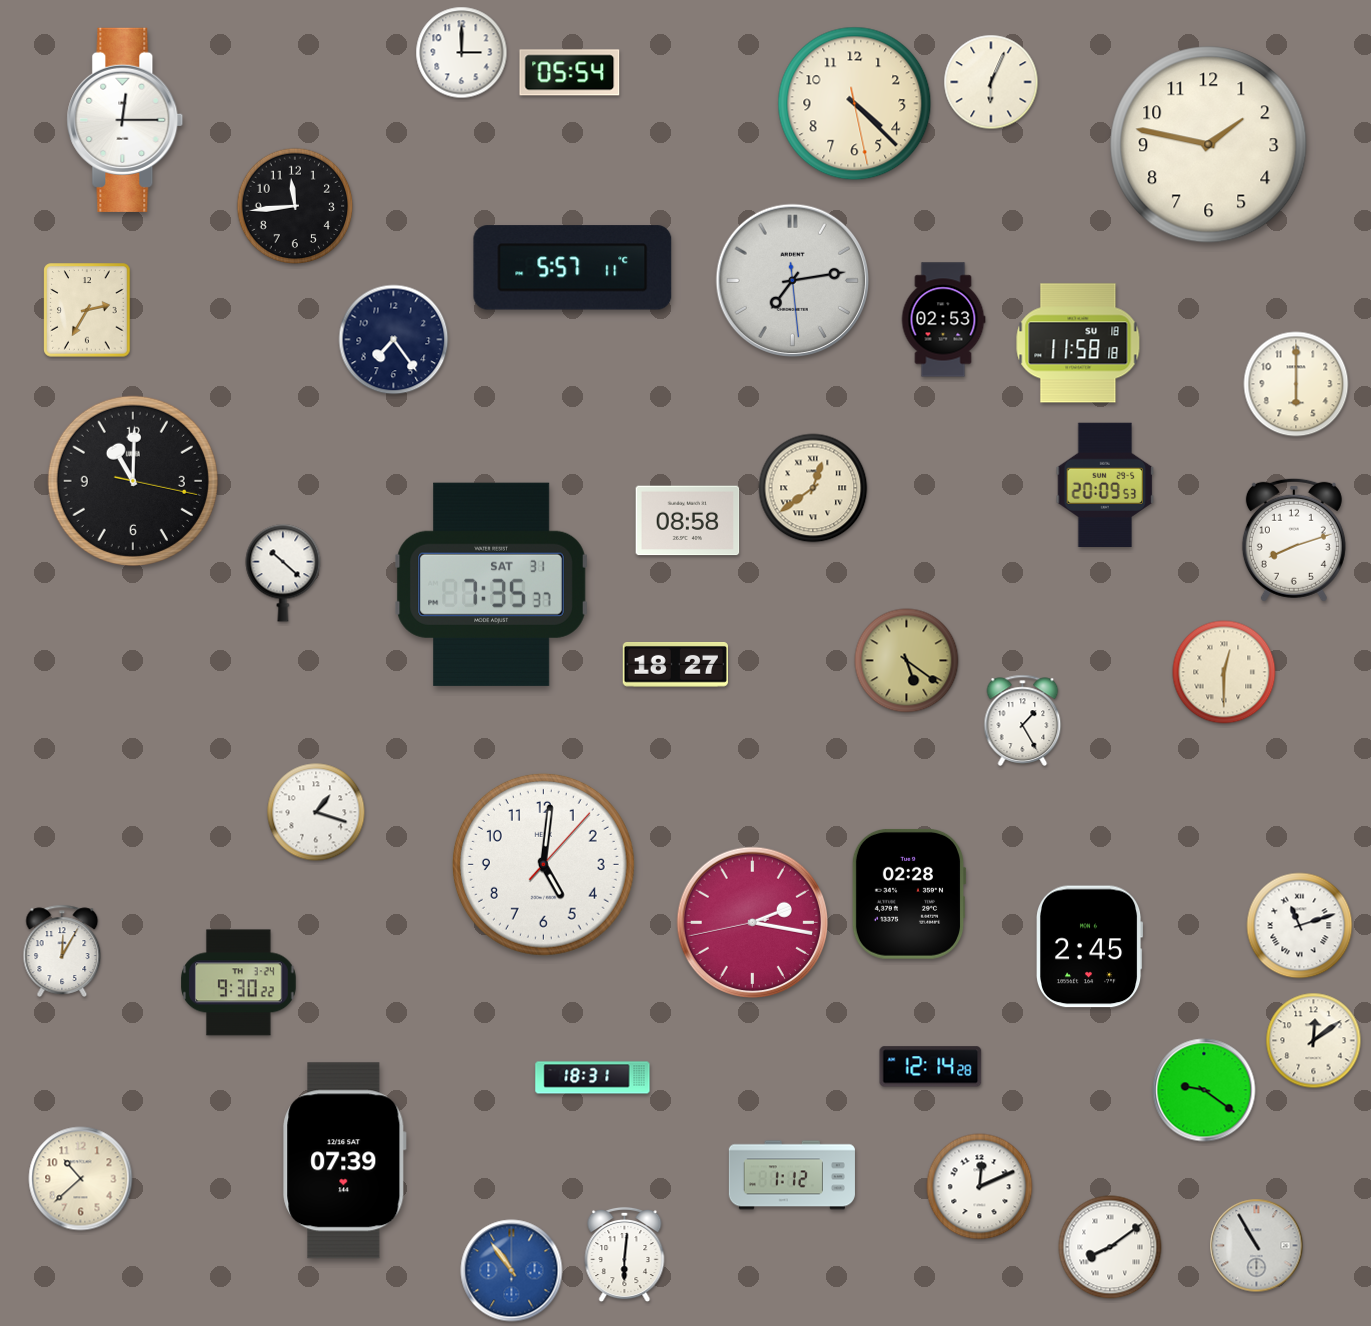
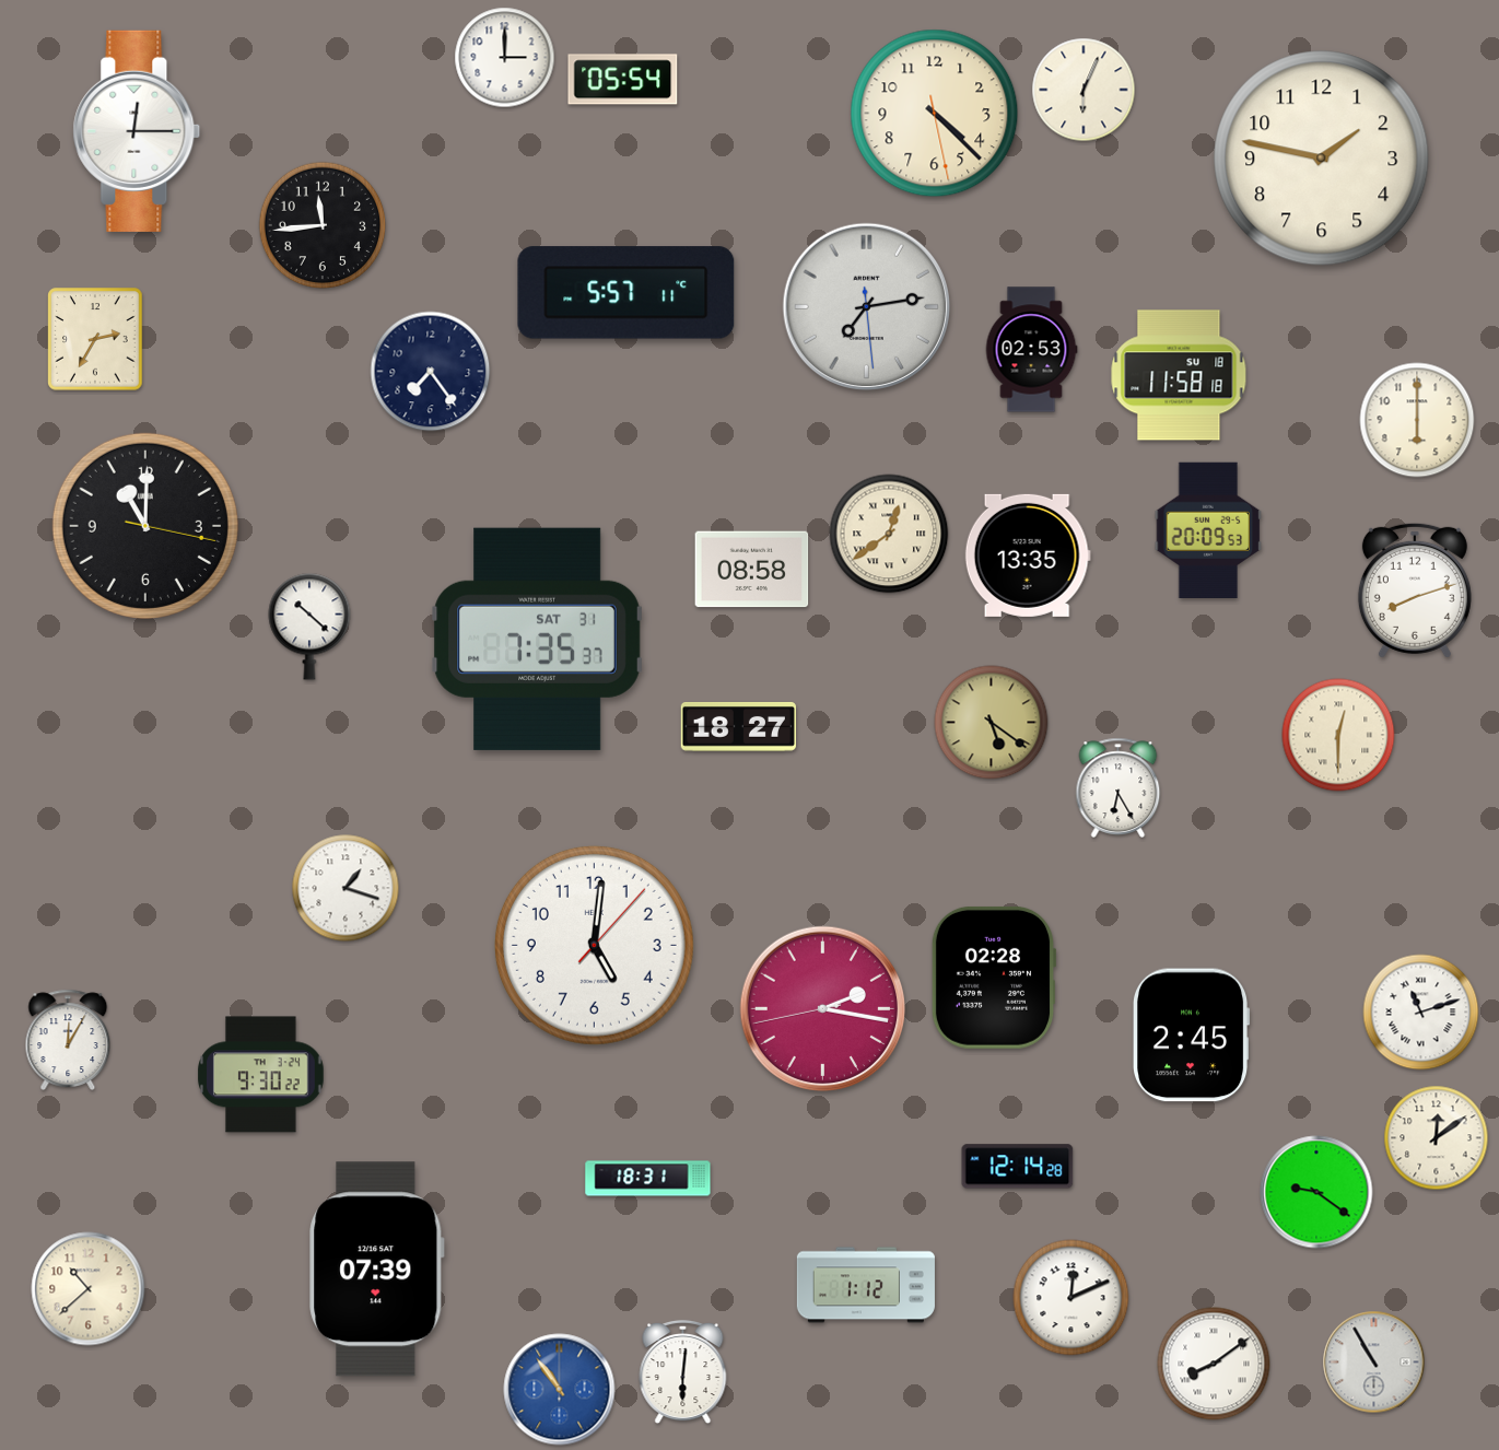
clock at (1028, 556): none -> 13:35
clock at (1023, 720): 1:25 -> 6:25
